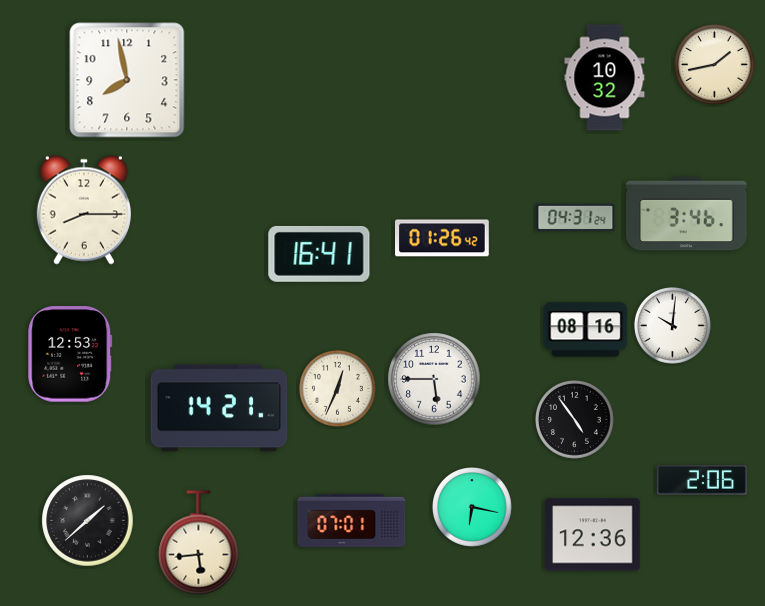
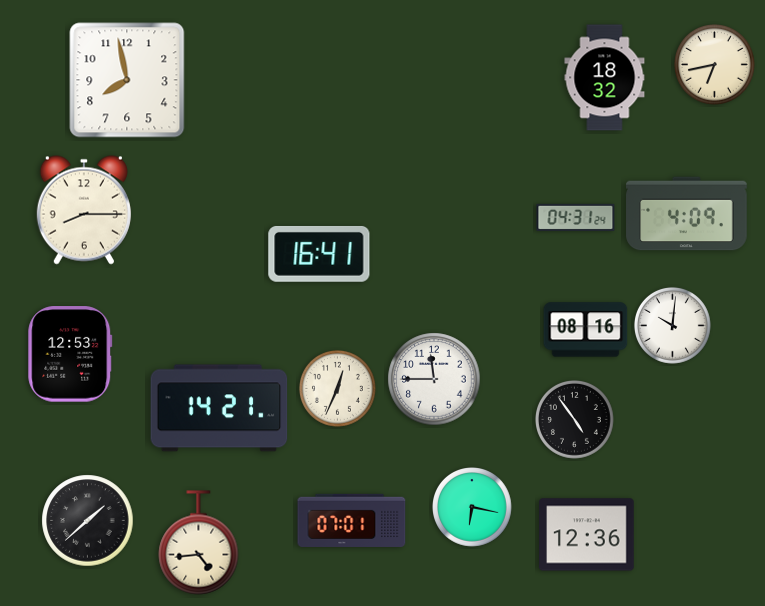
clock at (715, 65): 1:43 -> 6:43
clock at (605, 78): 10:32 -> 18:32
clock at (687, 214): 3:46 -> 4:09
clock at (443, 238): 01:26 -> none
clock at (434, 379): 5:45 -> 11:45
clock at (702, 480): 2:06 -> none
clock at (593, 535) position: (593, 535) -> (587, 535)
clock at (199, 543): 5:44 -> 4:44
